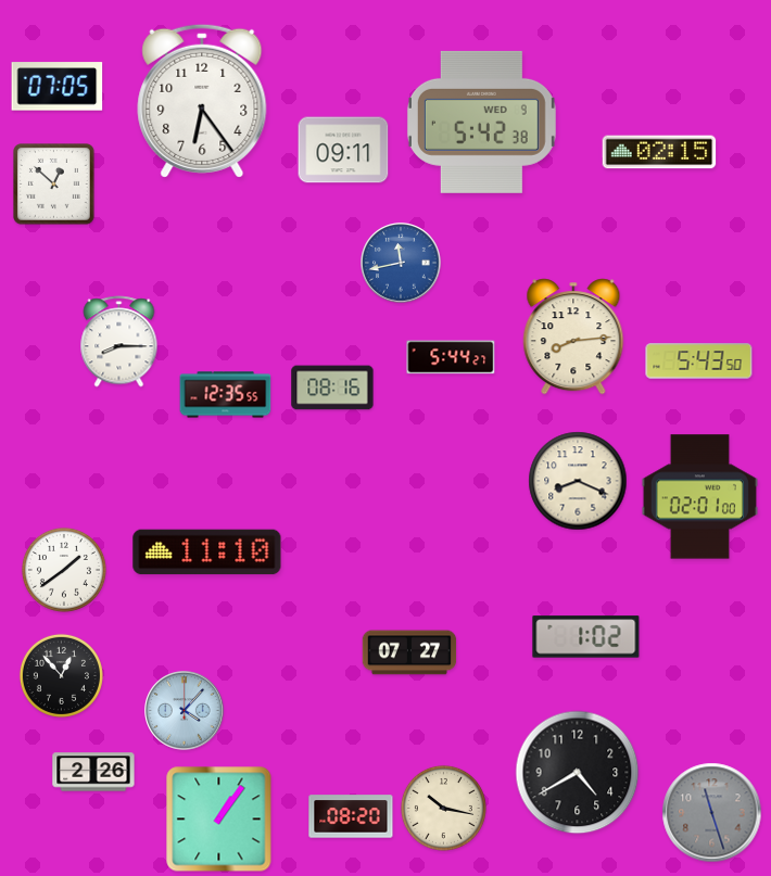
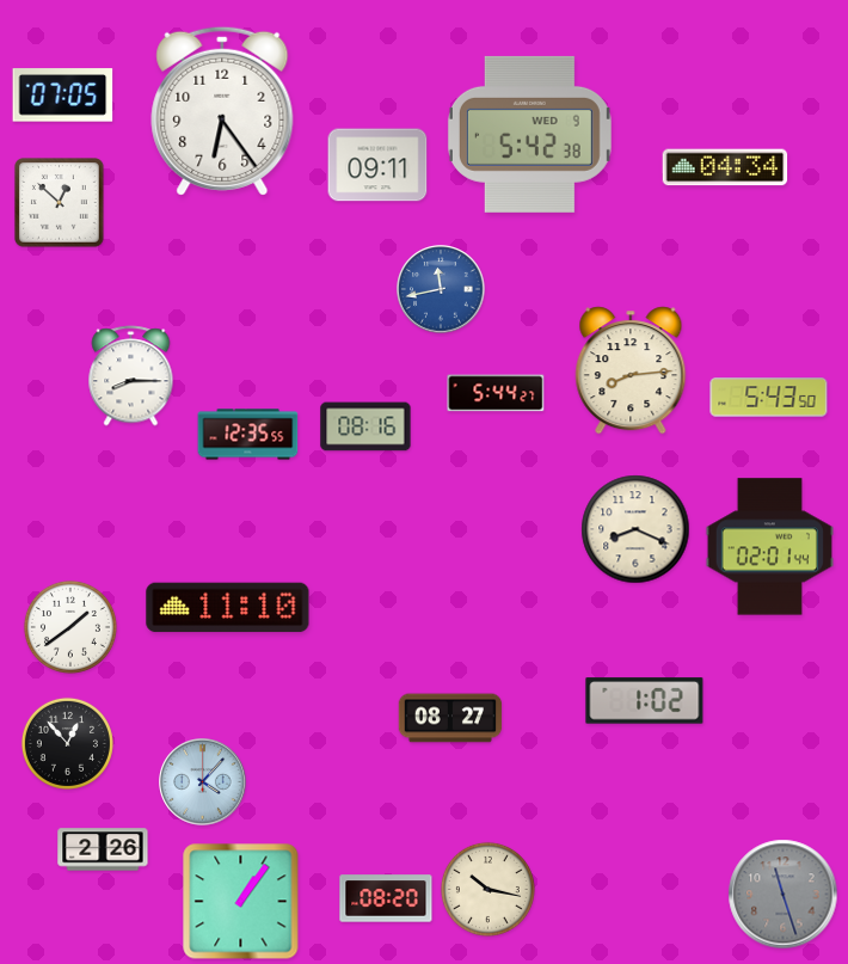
clock at (659, 152): 02:15 -> 04:34
clock at (699, 497): 02:01:00 -> 02:01:44
clock at (409, 652): 07:27 -> 08:27
clock at (578, 773): 4:40 -> none
